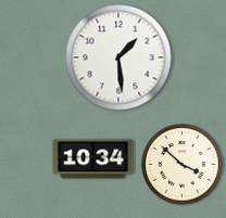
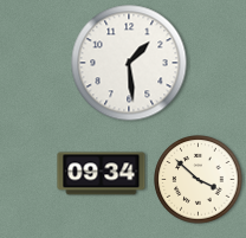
clock at (93, 159): 10:34 -> 09:34
